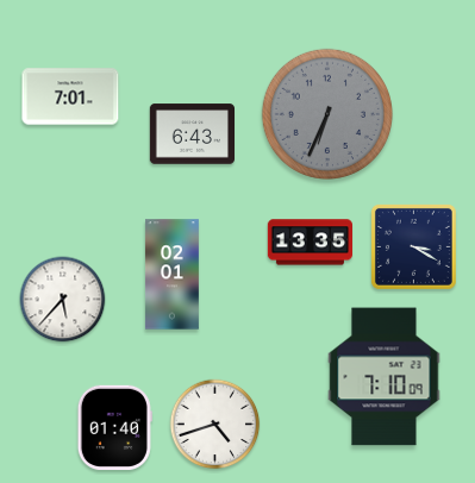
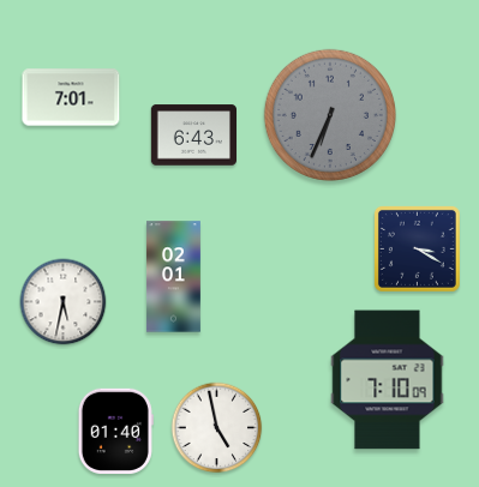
clock at (310, 243): 13:35 -> none
clock at (63, 300): 5:37 -> 5:32
clock at (215, 425): 4:42 -> 4:58
